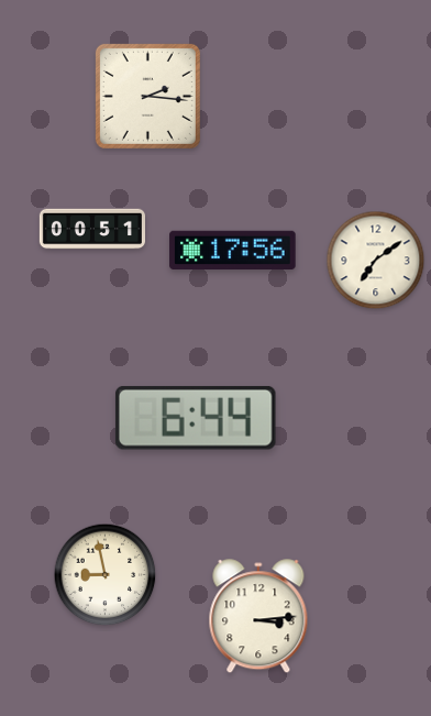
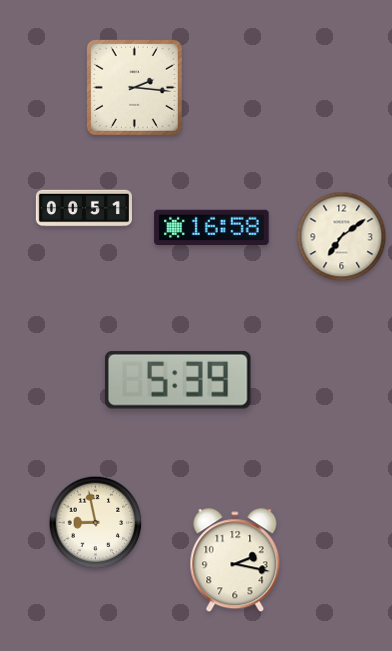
clock at (233, 251): 17:56 -> 16:58
clock at (196, 418): 6:44 -> 5:39
clock at (258, 617): 3:14 -> 2:17
